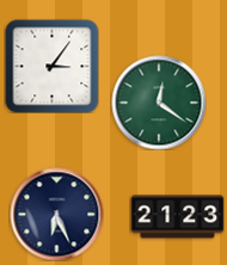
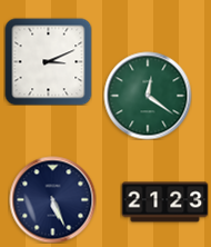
clock at (51, 66): 3:06 -> 3:11
clock at (56, 214): 6:26 -> 5:26
